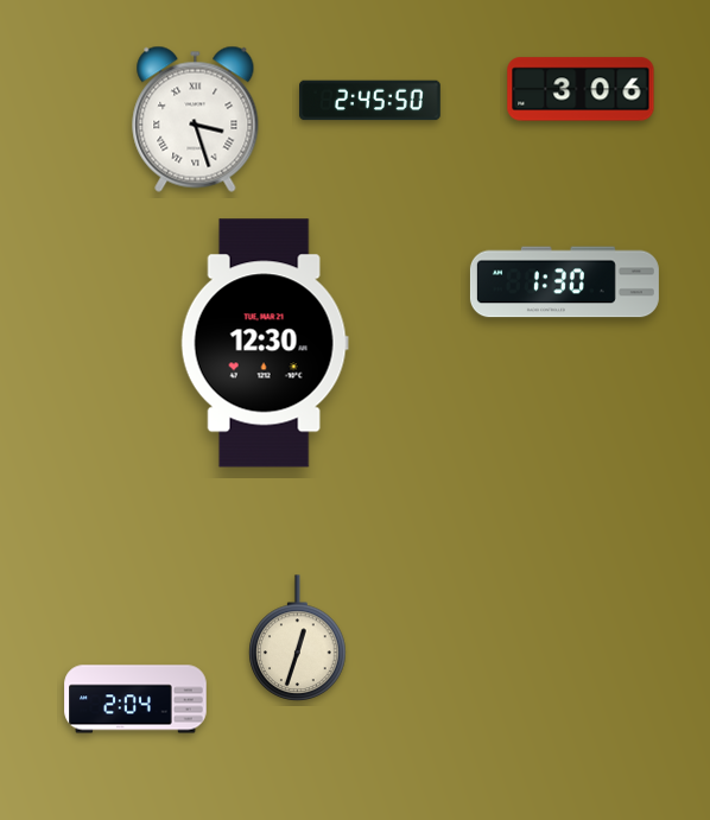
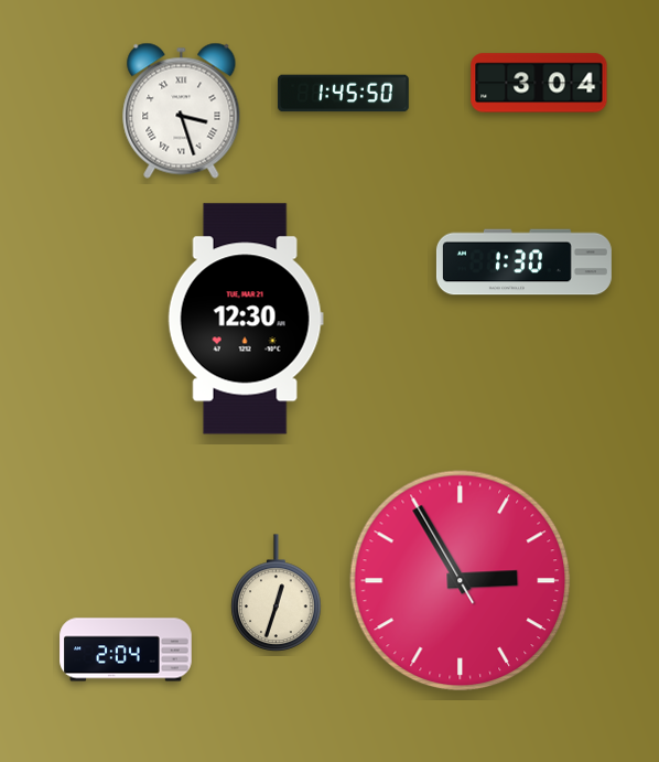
clock at (581, 89): 3:06 -> 3:04
clock at (370, 101): 2:45 -> 1:45
clock at (461, 581): none -> 2:54
